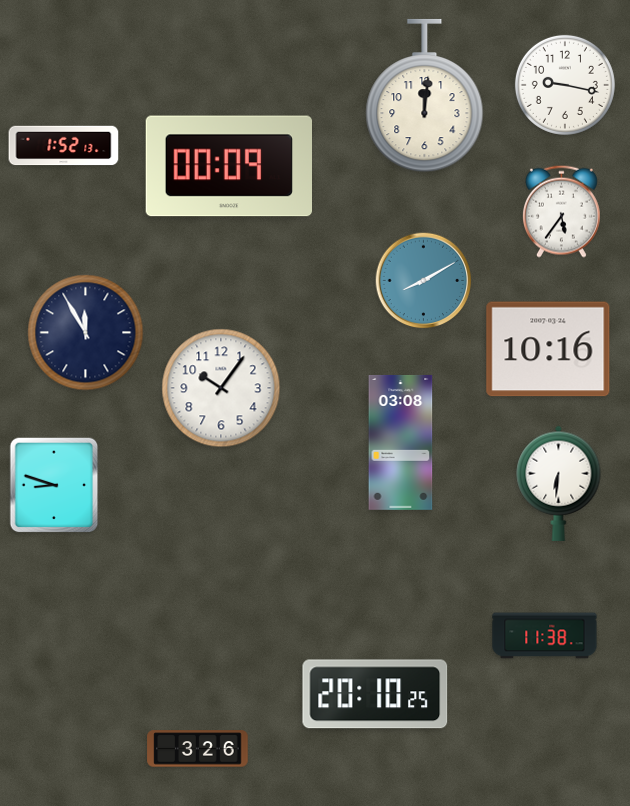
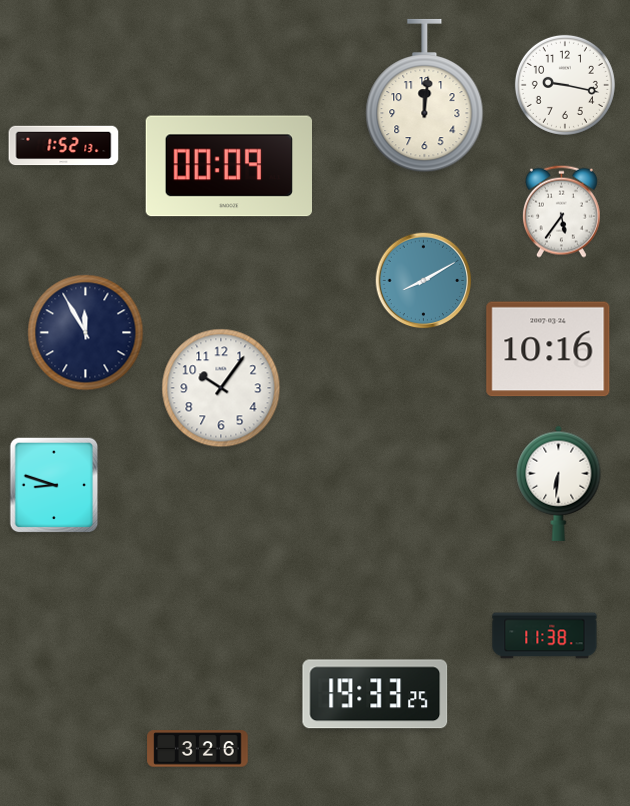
clock at (401, 442): 03:08 -> none
clock at (375, 694): 20:10 -> 19:33
